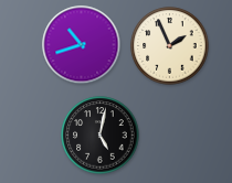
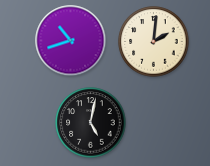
clock at (82, 45) position: (82, 45) -> (71, 41)
clock at (170, 46): 1:56 -> 2:01
